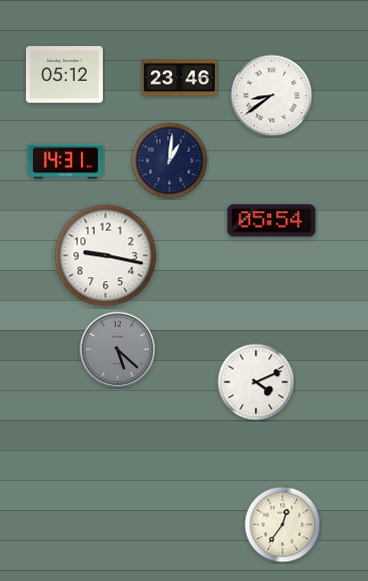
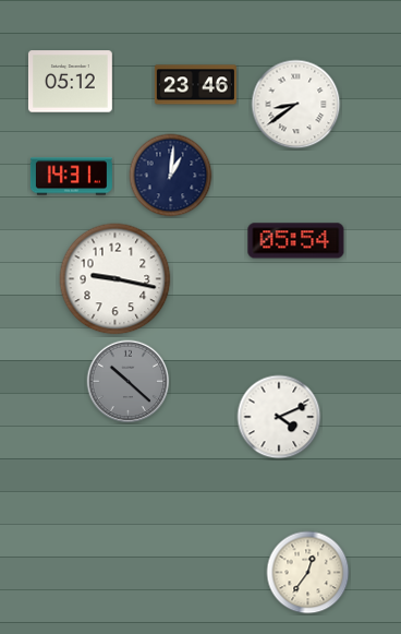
clock at (170, 161) position: (170, 161) -> (171, 176)
clock at (118, 350): 5:22 -> 10:22
